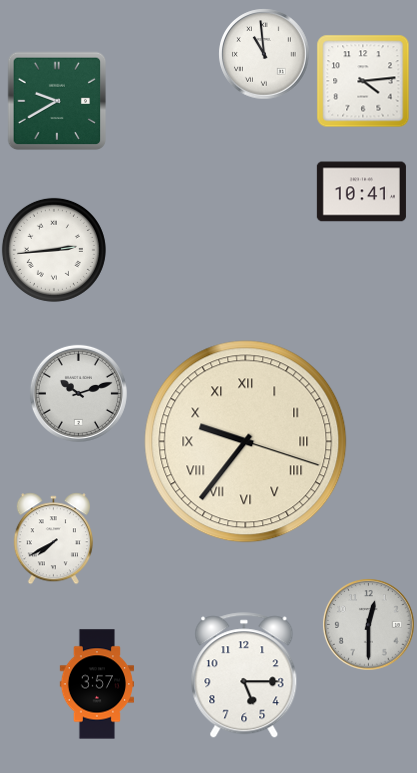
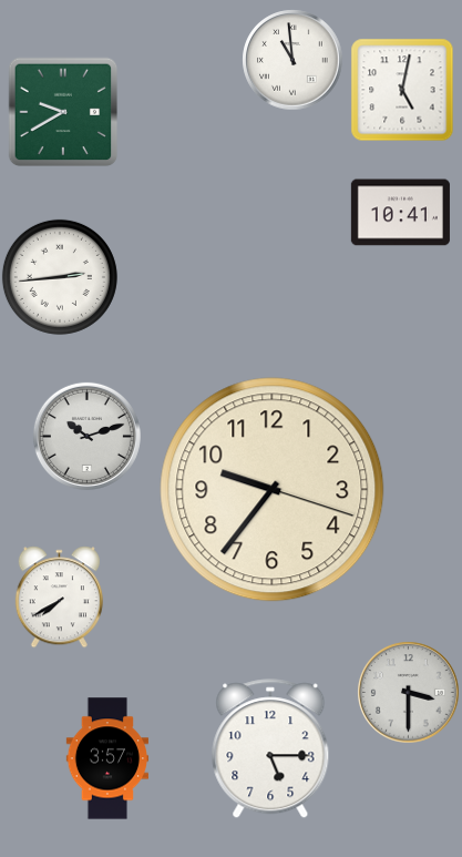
clock at (363, 81): 4:14 -> 5:02
clock at (246, 442) numerals: Roman -> Arabic
clock at (368, 624): 12:30 -> 3:30
